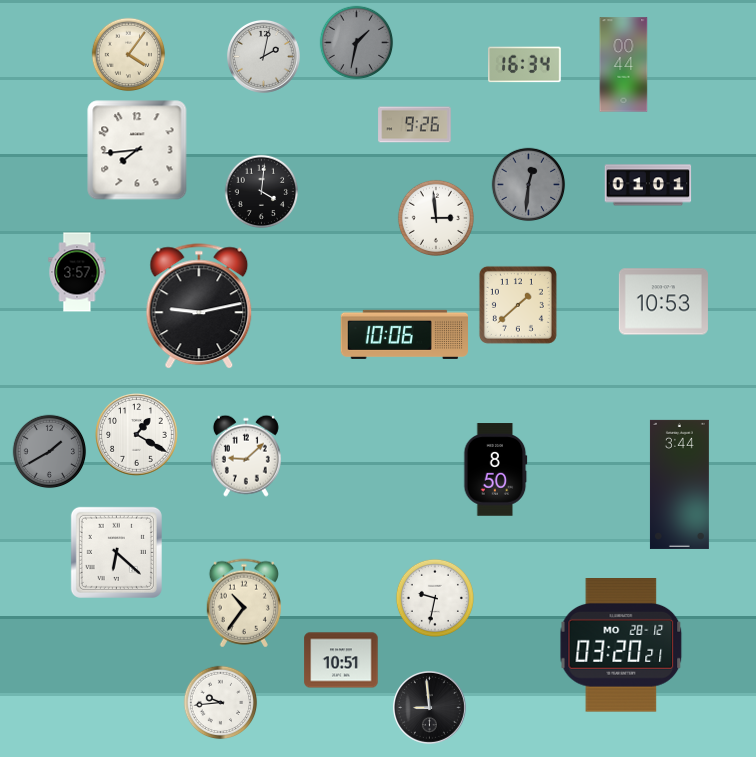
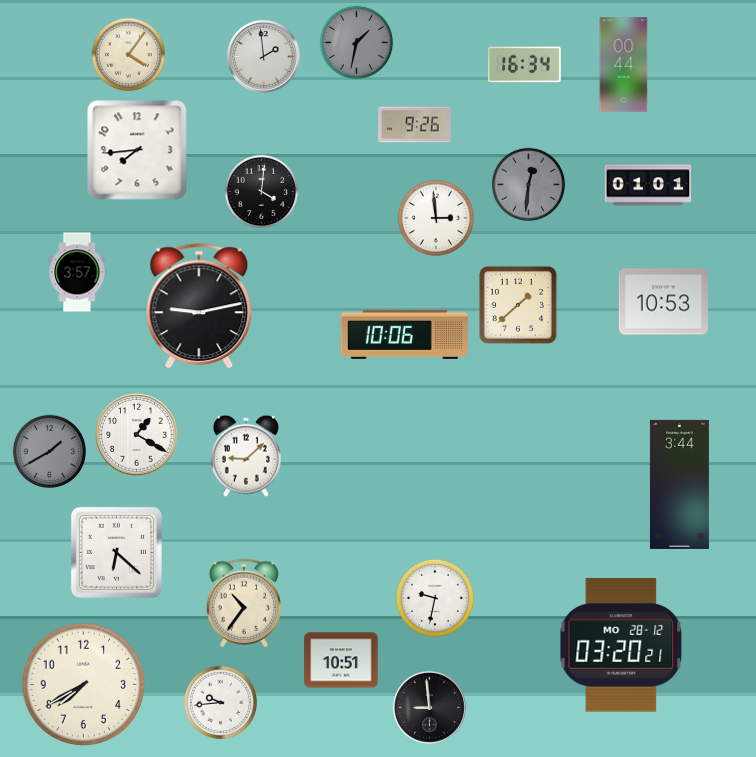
clock at (264, 57): 2:02 -> 1:59
clock at (496, 470): 8:50 -> none
clock at (84, 685): none -> 7:40
